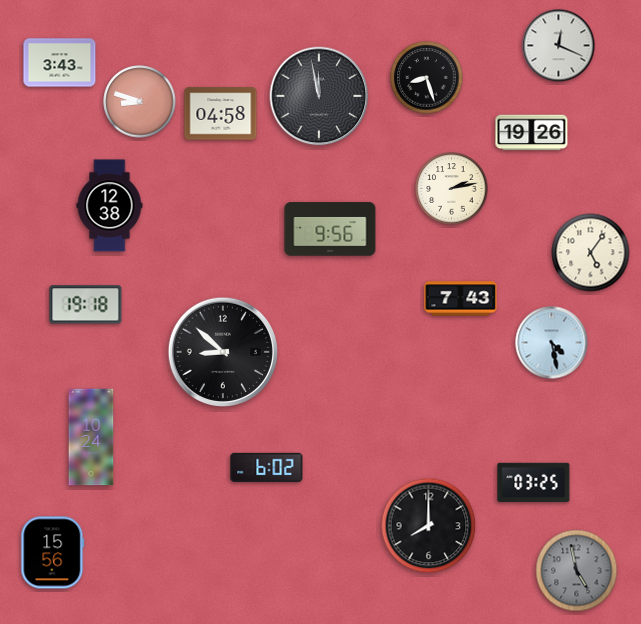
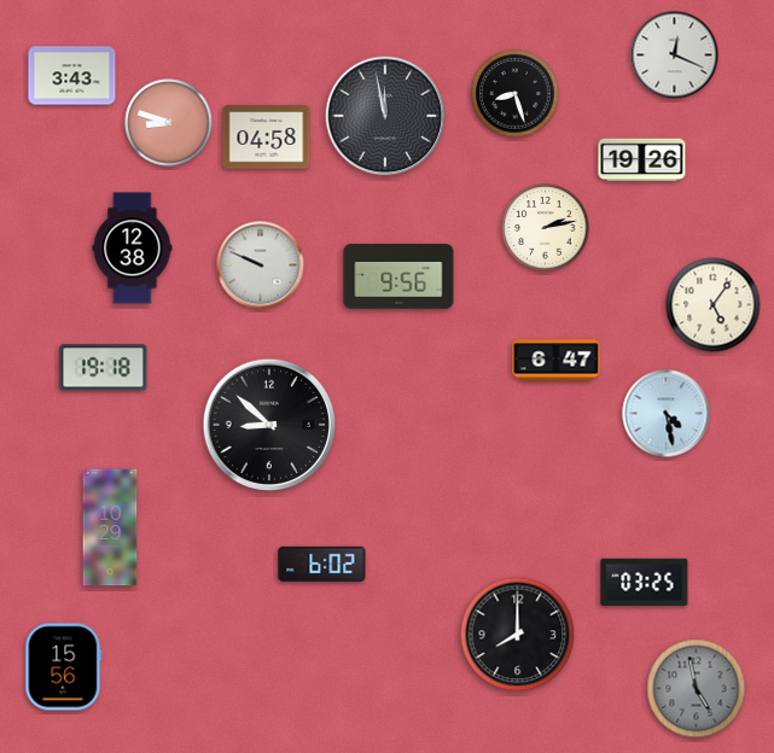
clock at (261, 265): none -> 9:49
clock at (461, 299): 7:43 -> 6:47
clock at (91, 437): 10:24 -> 10:29
